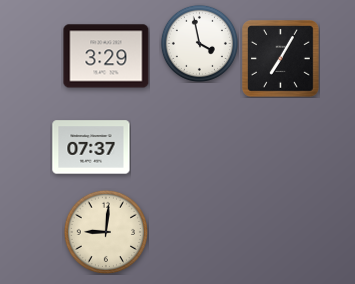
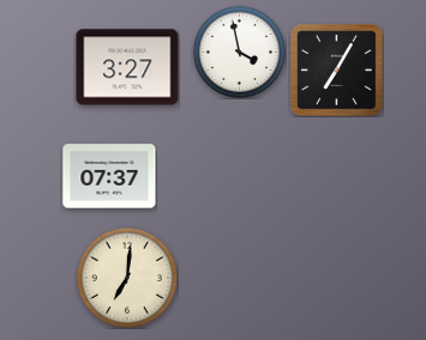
clock at (106, 56): 3:29 -> 3:27
clock at (105, 231): 9:01 -> 7:01
